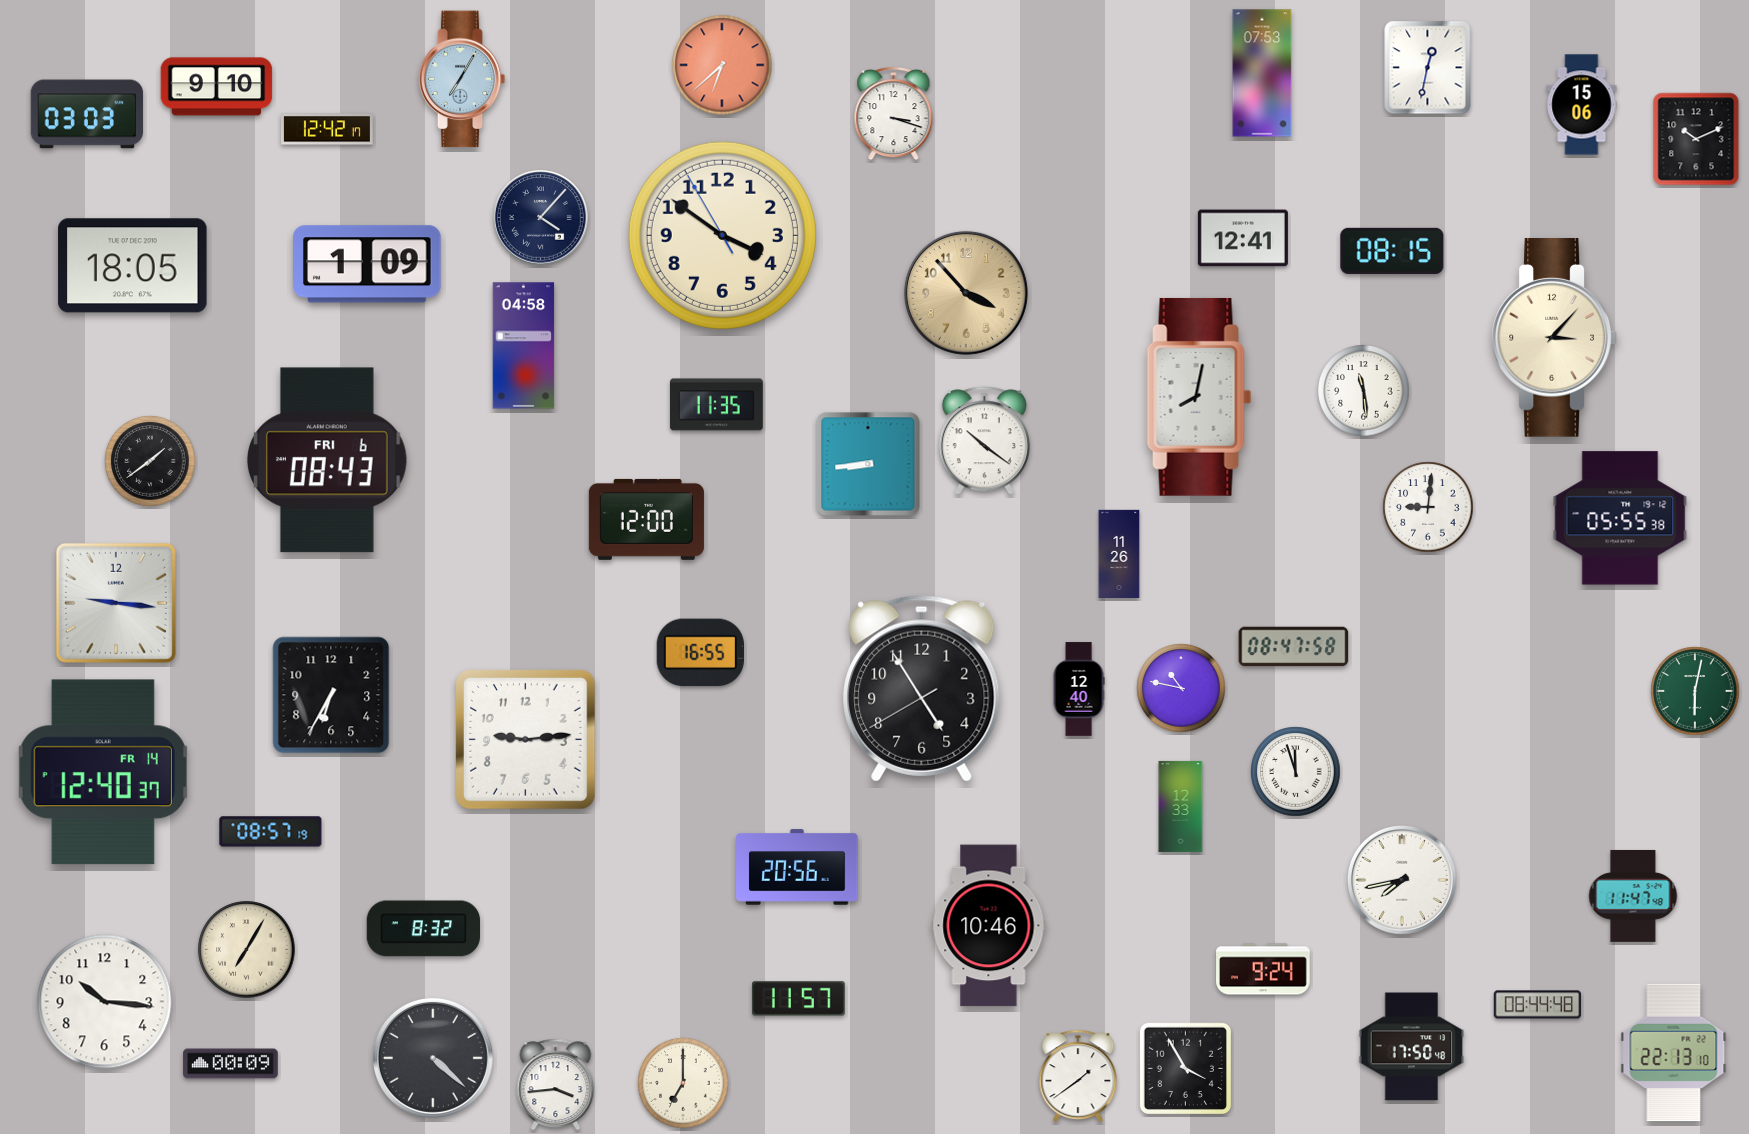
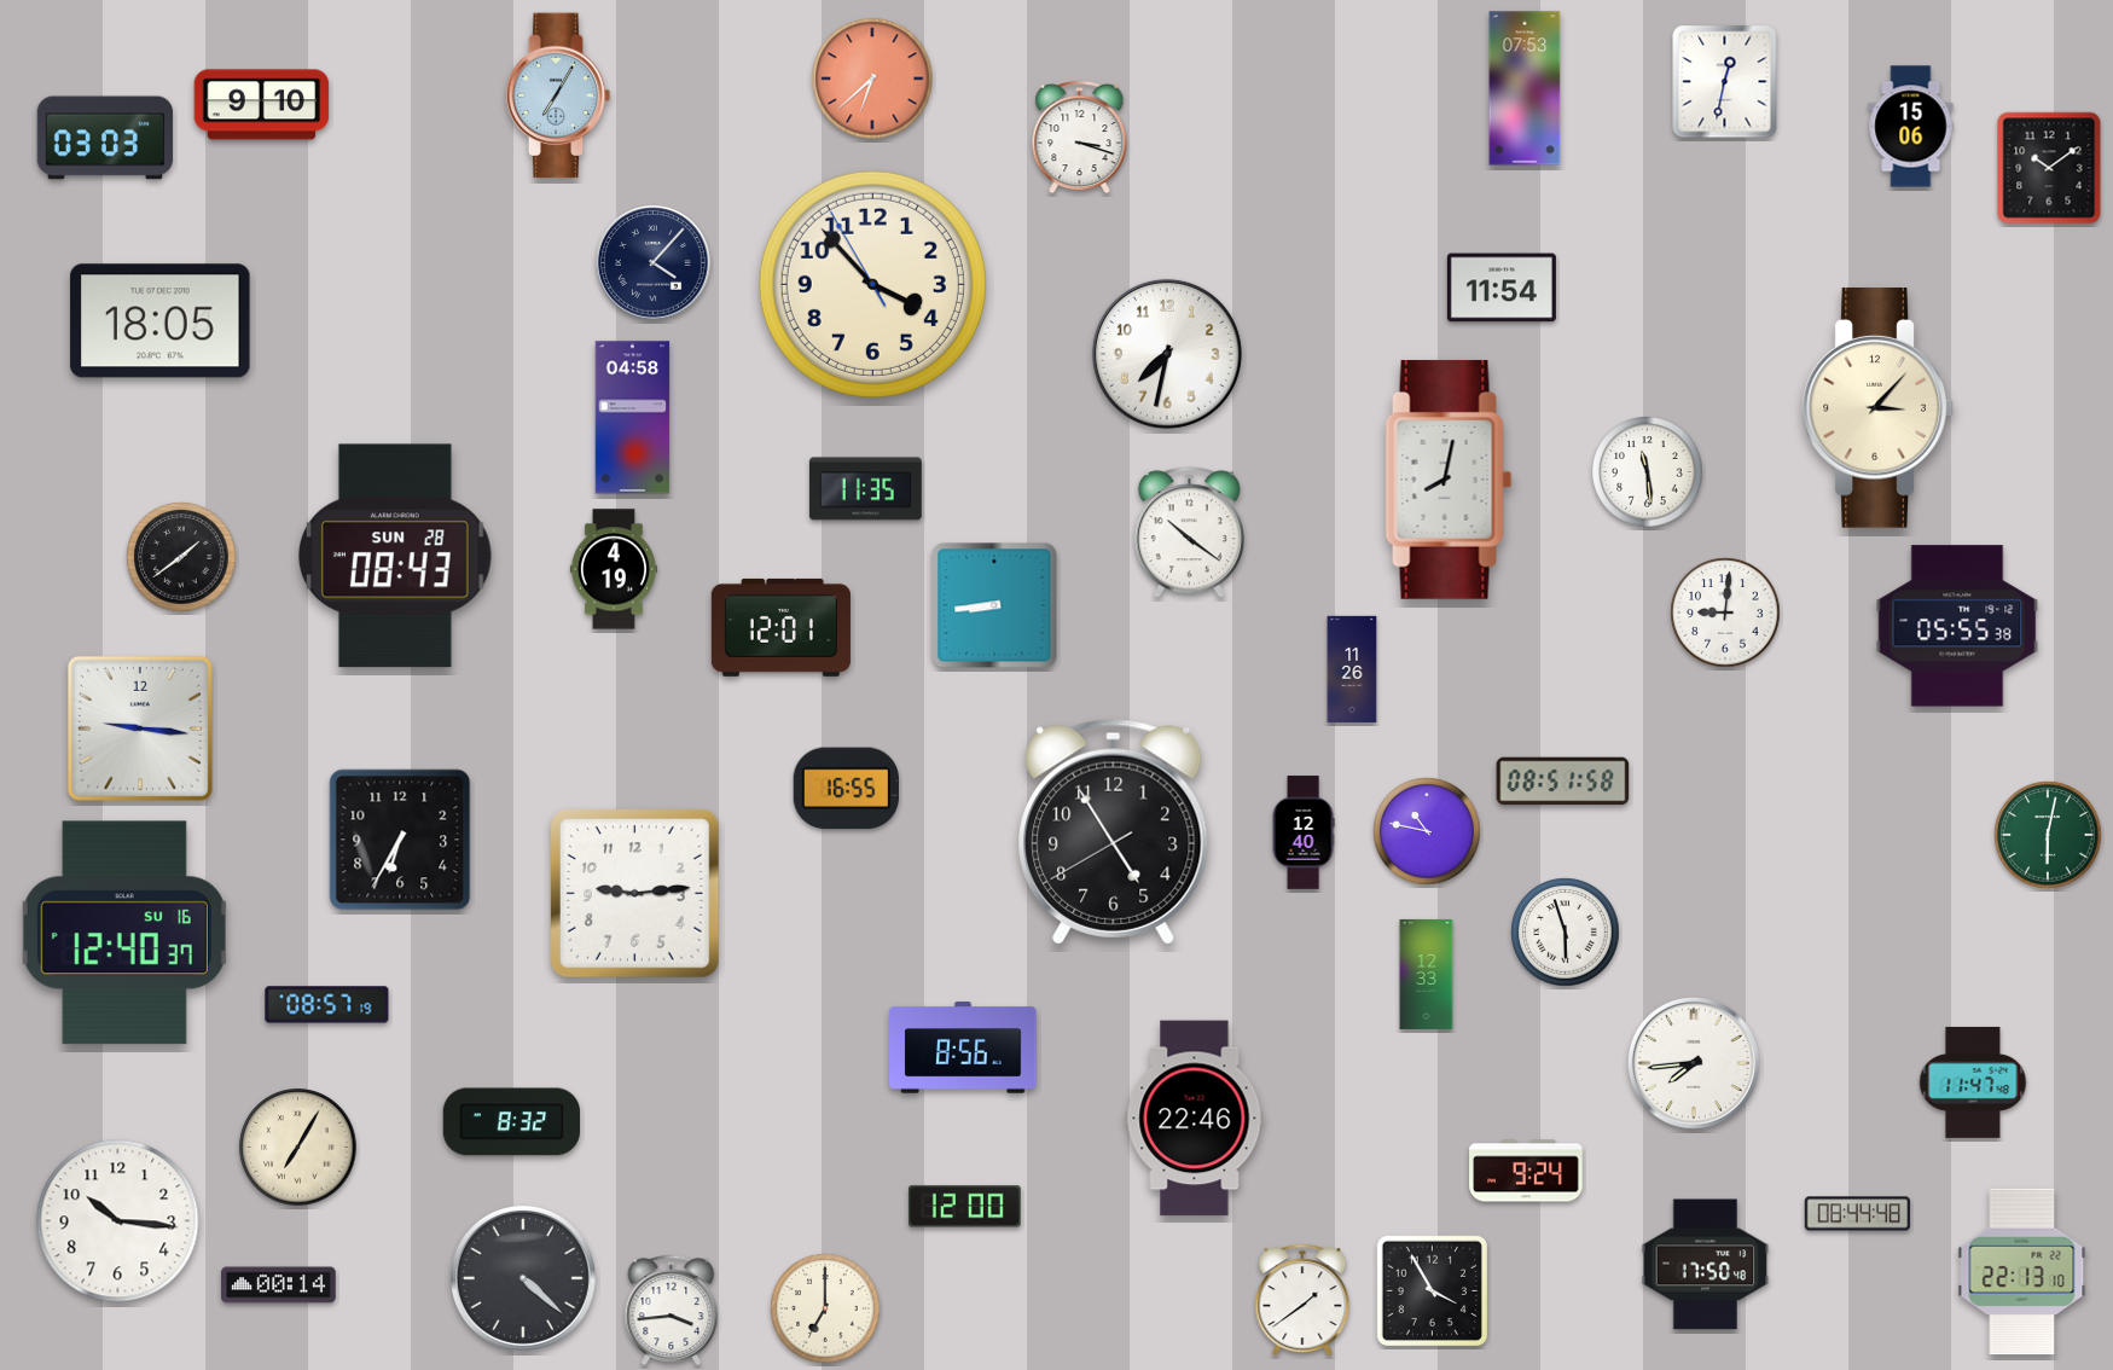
clock at (327, 129): 12:42 -> none
clock at (1696, 139): 10:11 -> 10:09
clock at (722, 235): 3:50 -> 3:52
clock at (1243, 238): 12:41 -> 11:54
clock at (1392, 251): 08:15 -> none
clock at (367, 264): 1:09 -> none
clock at (966, 293): 3:53 -> 7:32
clock at (966, 293) dial: champagne -> white
clock at (328, 460) date: FRI 6 -> SUN 28
clock at (868, 464) position: (868, 464) -> (994, 605)
clock at (614, 569): none -> 4:19
clock at (646, 519): 12:00 -> 12:01
clock at (1294, 647): 08:47 -> 08:51
clock at (103, 772) date: FR 14 -> SU 16
clock at (1296, 772): 11:57 -> 5:57
clock at (797, 867): 20:56 -> 8:56
clock at (1402, 880): 7:43 -> 7:44
clock at (989, 926): 10:46 -> 22:46
clock at (798, 999): 11:57 -> 12:00
clock at (105, 1002) position: (105, 1002) -> (118, 1221)
clock at (231, 1064): 00:09 -> 00:14
